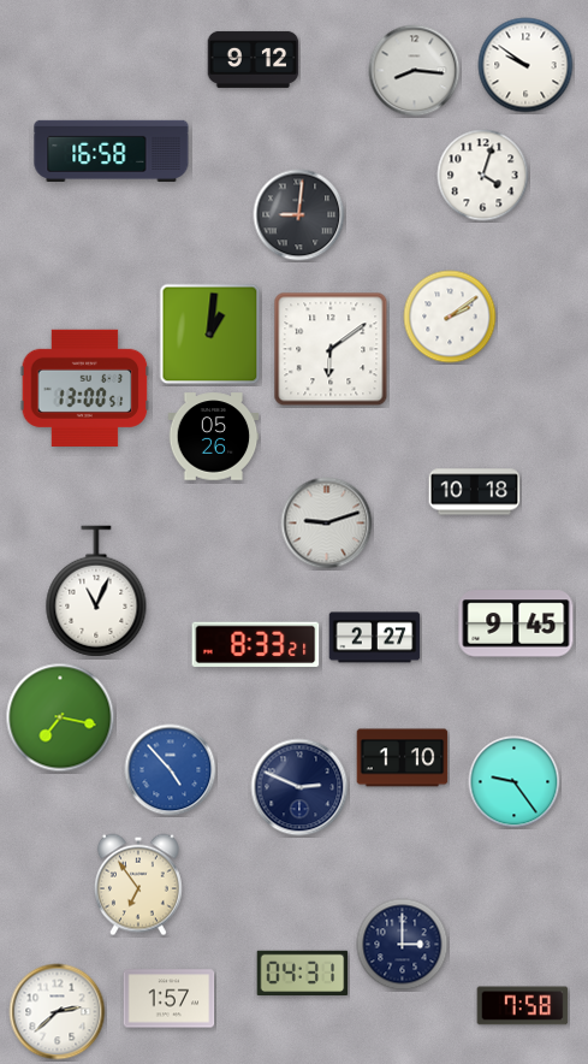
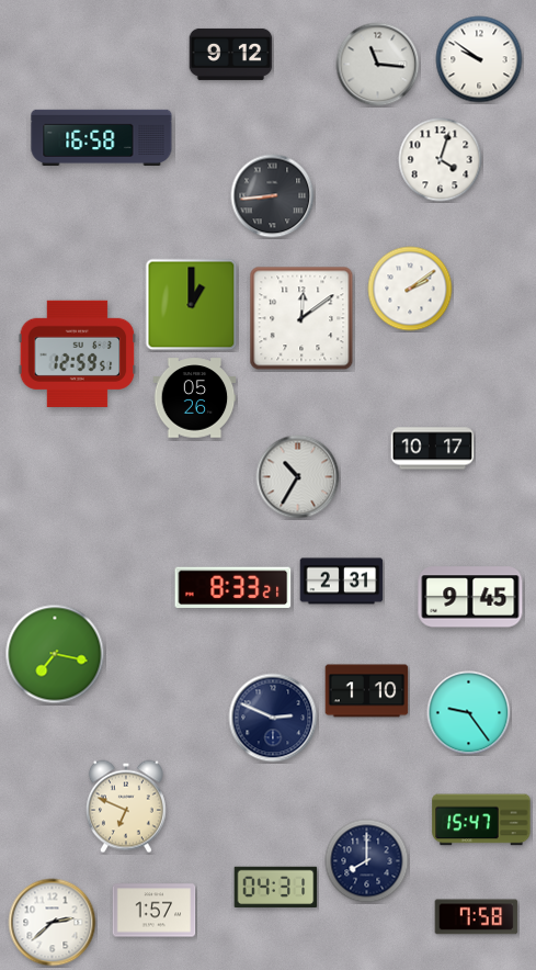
clock at (415, 71): 8:16 -> 11:16
clock at (299, 215): 9:01 -> 8:44
clock at (210, 335): 1:01 -> 1:00
clock at (331, 349): 6:09 -> 12:09
clock at (85, 388): 13:00 -> 12:59
clock at (475, 492): 10:18 -> 10:17
clock at (327, 524): 9:12 -> 10:35
clock at (96, 591): 11:04 -> none
clock at (516, 623) position: (516, 623) -> (470, 597)
clock at (375, 638): 2:27 -> 2:31
clock at (171, 770): 4:53 -> none
clock at (138, 885): 6:54 -> 6:49
clock at (481, 820): none -> 15:47
clock at (403, 945): 3:00 -> 8:00
